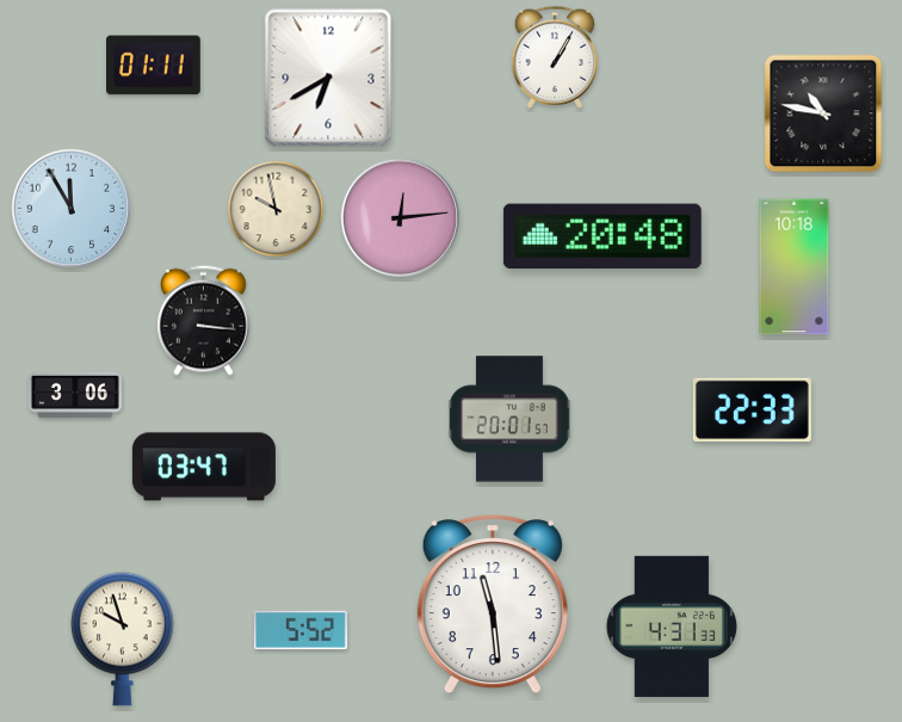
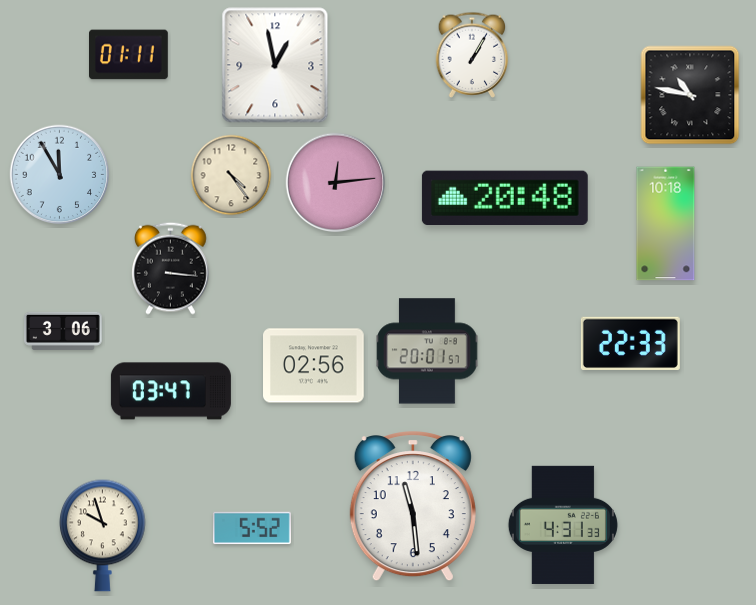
clock at (555, 57) position: (555, 57) -> (472, 55)
clock at (328, 78): 6:40 -> 12:58
clock at (276, 209): 9:58 -> 4:24
clock at (314, 366): none -> 02:56
